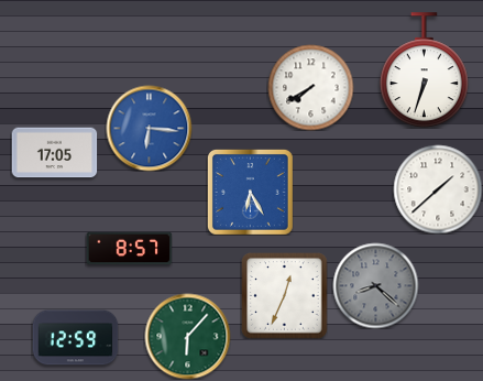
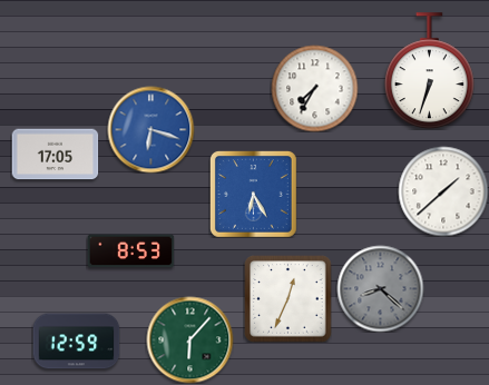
clock at (310, 87): 7:40 -> 7:35
clock at (149, 128): 6:16 -> 6:18
clock at (129, 249): 8:57 -> 8:53
